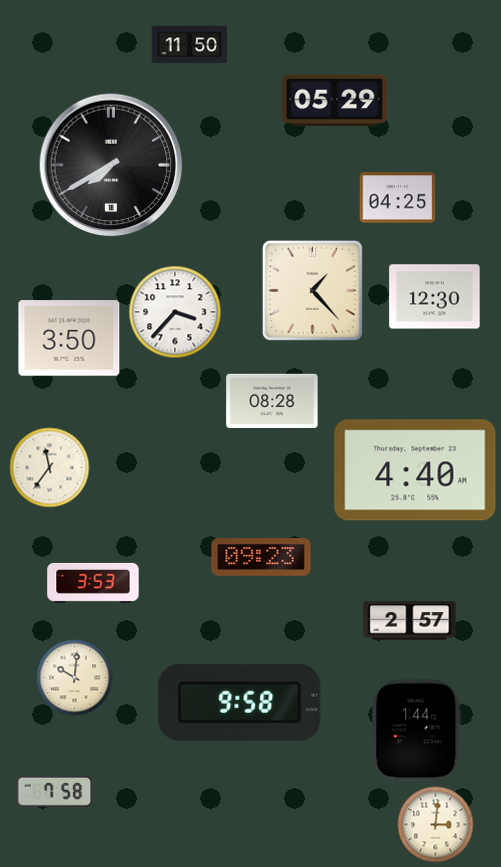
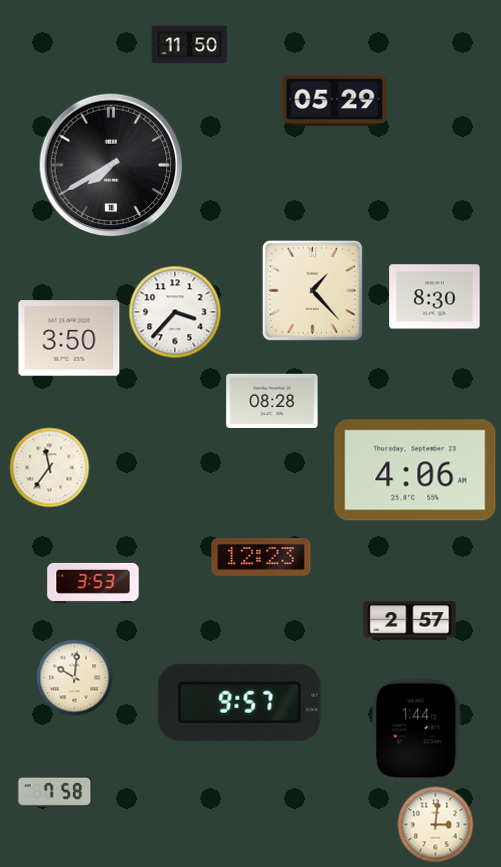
clock at (398, 198): 04:25 -> none
clock at (435, 297): 12:30 -> 8:30
clock at (415, 470): 4:40 -> 4:06
clock at (261, 557): 09:23 -> 12:23
clock at (240, 702): 9:58 -> 9:57
